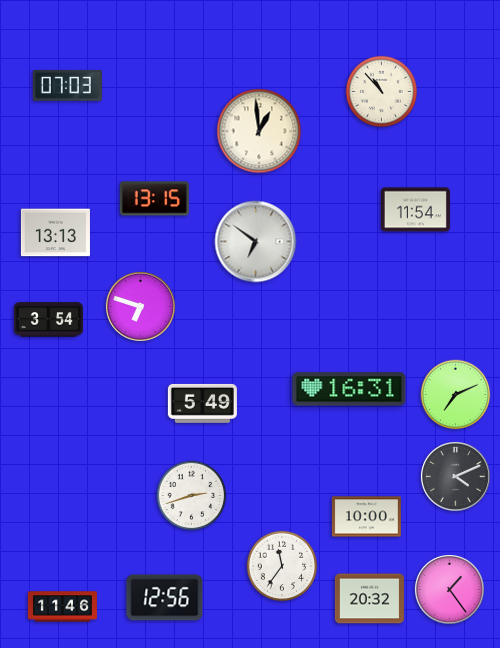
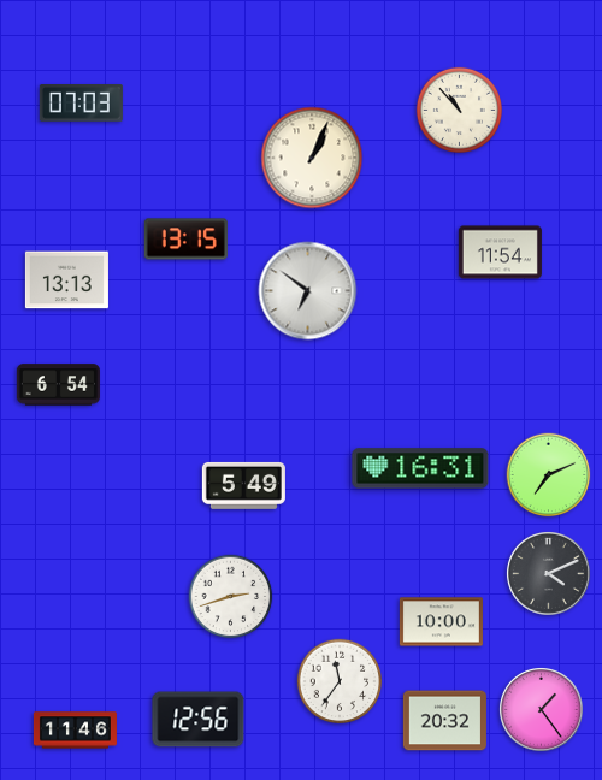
clock at (259, 131): 12:59 -> 1:04
clock at (141, 307): 6:48 -> none
clock at (48, 320): 3:54 -> 6:54
